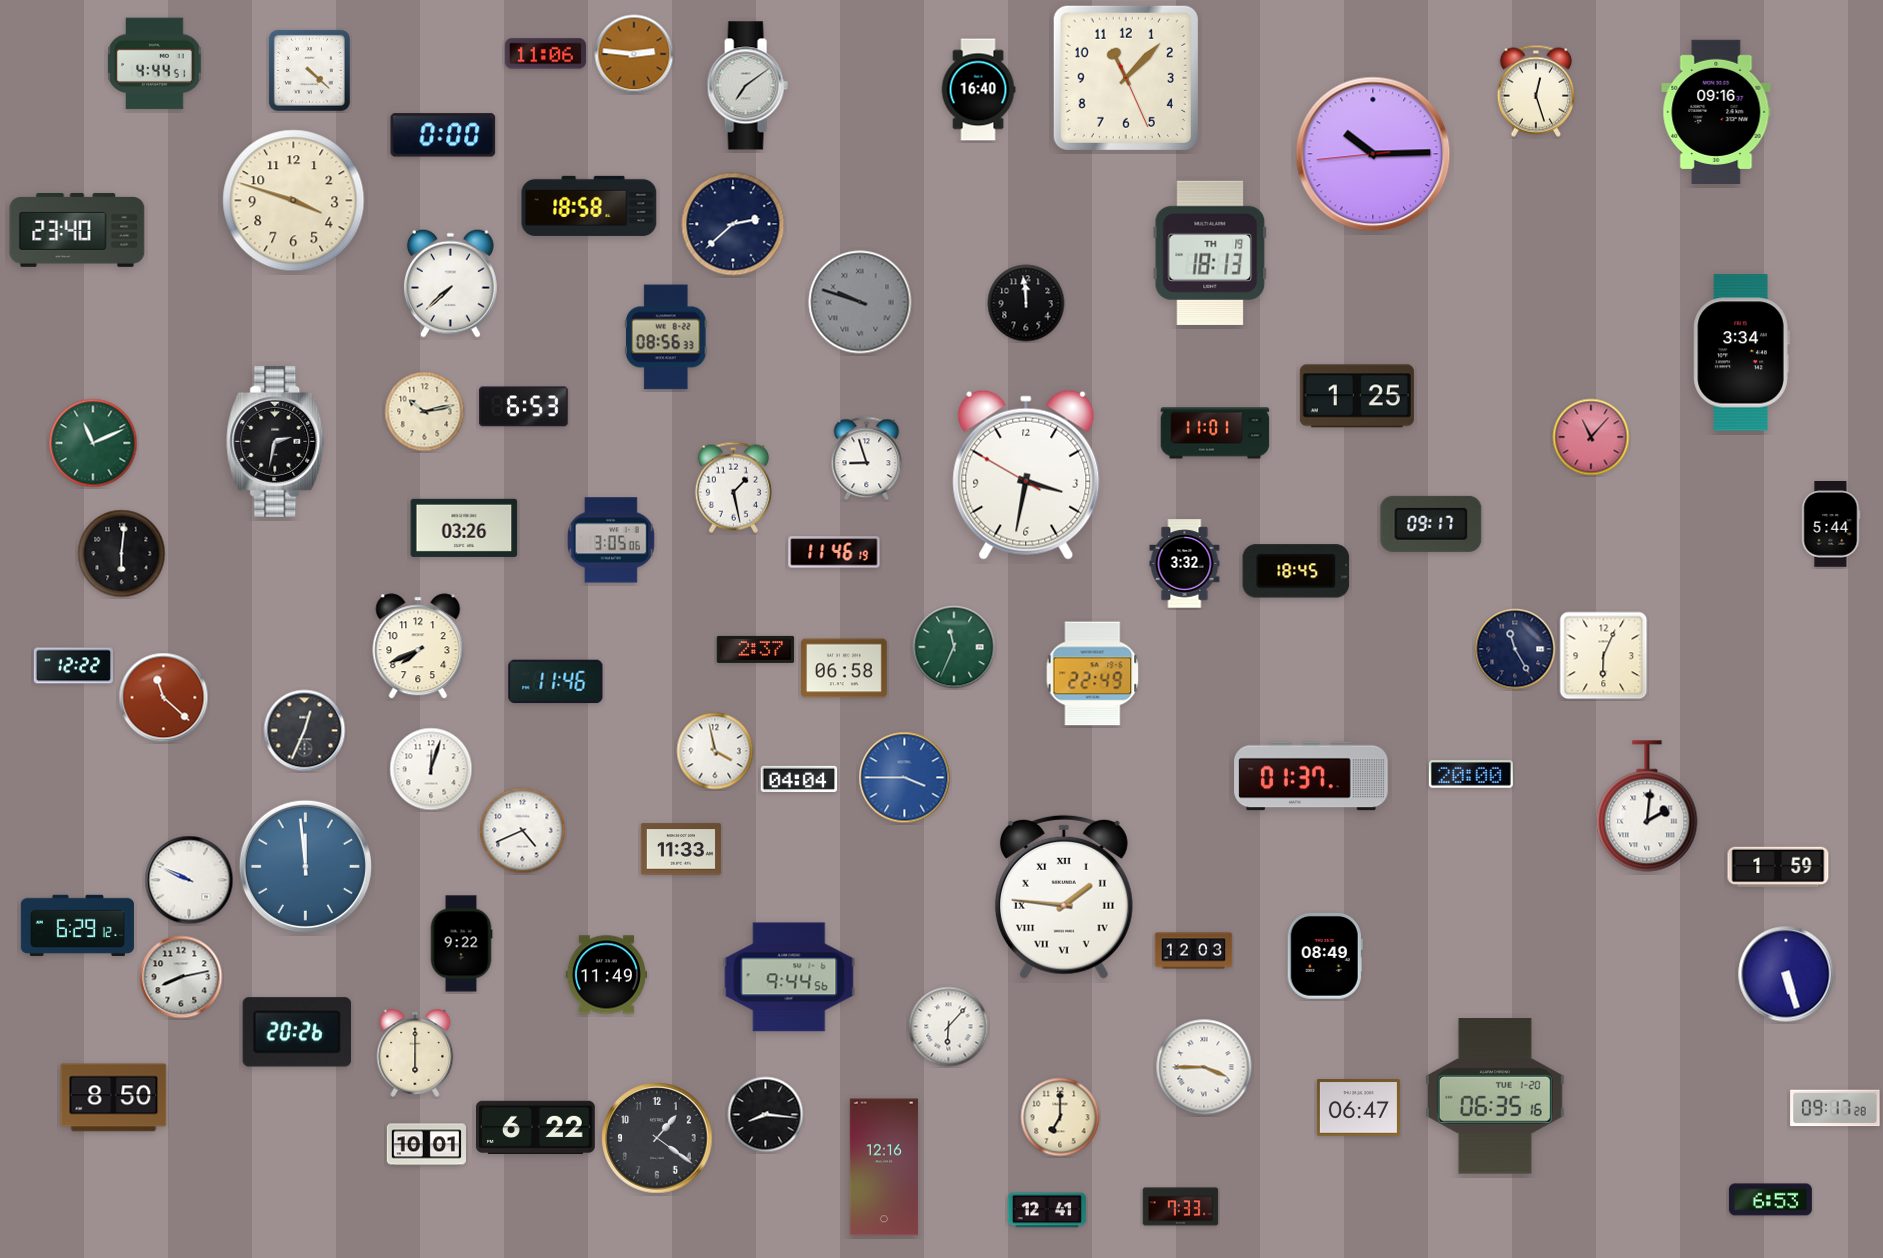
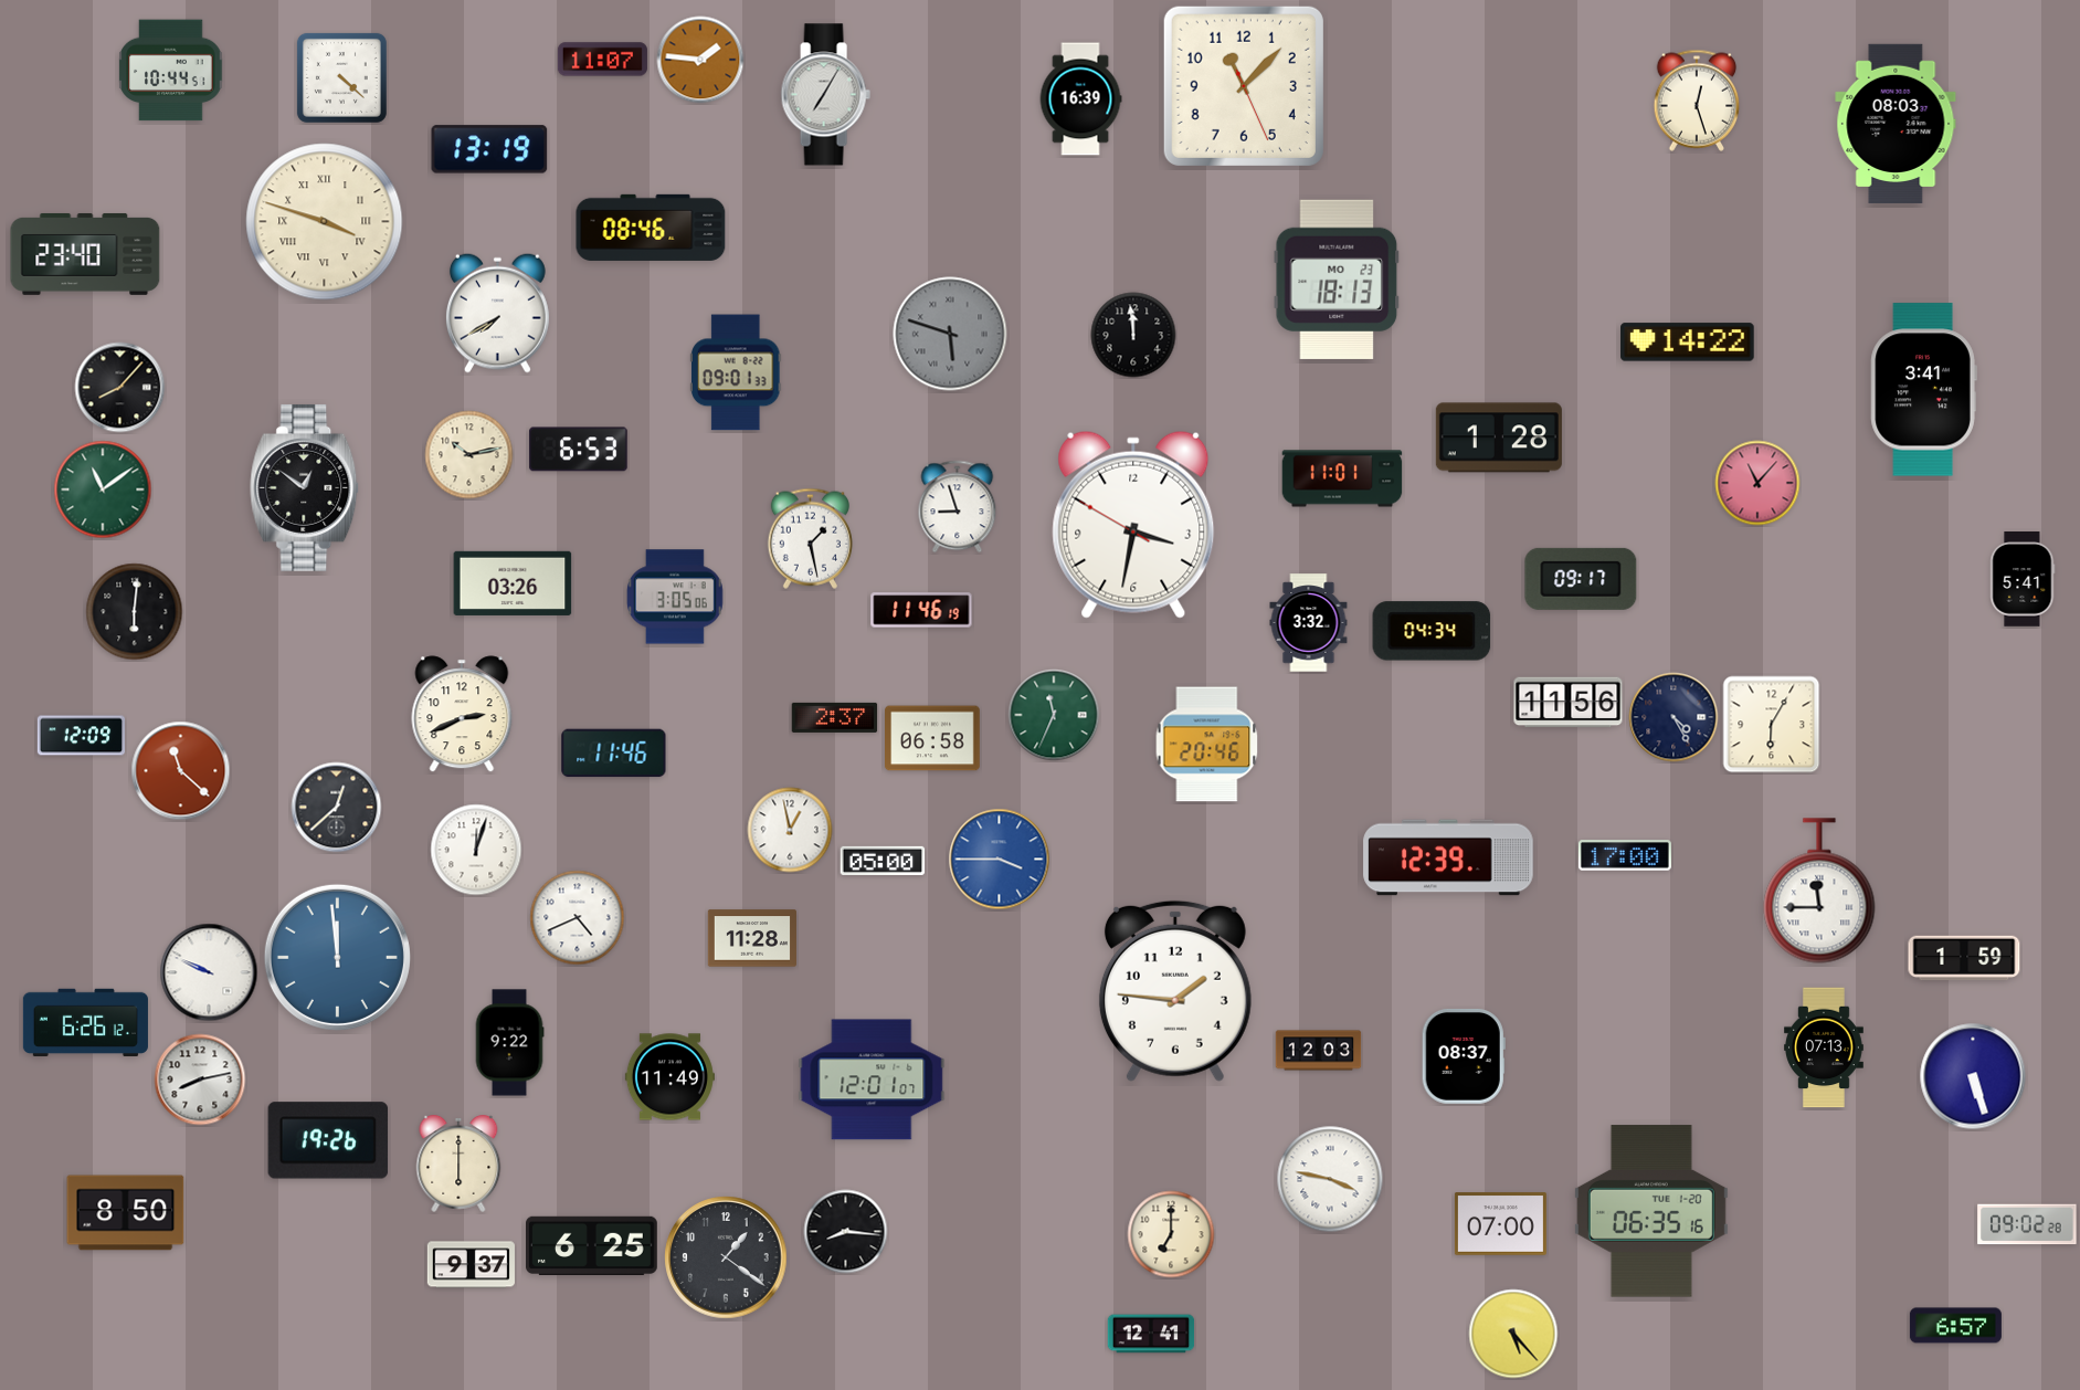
clock at (545, 54): 11:06 -> 11:07
clock at (634, 54): 2:46 -> 1:46
clock at (155, 64): 4:44 -> 10:44
clock at (747, 86): 7:09 -> 7:05
clock at (978, 90): 16:40 -> 16:39
clock at (1716, 111): 09:16 -> 08:03
clock at (443, 135): 0:00 -> 13:19
clock at (1373, 154): 10:14 -> none
clock at (294, 201) numerals: Arabic -> Roman
clock at (589, 206): 18:58 -> 08:46
clock at (733, 224): 2:38 -> none
clock at (1210, 253) date: TH 19 -> MO 23
clock at (450, 283): 7:38 -> 7:40
clock at (860, 302): 9:48 -> 5:48
clock at (1688, 343): none -> 14:22
clock at (667, 337): 08:56 -> 09:01
clock at (120, 388): none -> 8:07
clock at (1741, 353): 3:34 -> 3:41
clock at (1357, 396): 1:25 -> 1:28
clock at (276, 441): 2:32 -> 12:51
clock at (93, 443): 11:11 -> 11:09
clock at (1831, 525): 5:44 -> 5:41
clock at (1296, 571): 18:45 -> 04:34
clock at (1569, 703): none -> 11:56
clock at (418, 646): 7:41 -> 2:41
clock at (1515, 649): 11:25 -> 4:25
clock at (1604, 656): 6:04 -> 6:05
clock at (74, 666): 12:22 -> 12:09
clock at (1093, 674): 22:49 -> 20:46
clock at (305, 731): 12:34 -> 12:38
clock at (715, 751): 3:58 -> 12:58
clock at (1471, 774): 20:00 -> 17:00
clock at (1311, 776): 01:37 -> 12:39
clock at (799, 779): 04:04 -> 05:00
clock at (1647, 806): 2:01 -> 11:45
clock at (681, 849): 11:33 -> 11:28
clock at (1064, 897) numerals: Roman -> Arabic
clock at (77, 925): 6:29 -> 6:26
clock at (1825, 1047): none -> 07:13
clock at (1325, 957): 08:49 -> 08:37
clock at (789, 977): 9:44 -> 12:01
clock at (949, 1027): 6:07 -> none
clock at (297, 1032): 20:26 -> 19:26
clock at (1204, 1067): 3:45 -> 3:47
clock at (1358, 1108): 06:47 -> 07:00
clock at (1835, 1108): 09:17 -> 09:02
clock at (536, 1127): 6:22 -> 6:25
clock at (426, 1145): 10:01 -> 9:37
clock at (884, 1167): 12:16 -> none
clock at (1770, 1200): 6:53 -> 6:57
clock at (1181, 1207): 7:33 -> none
clock at (1513, 1334): none -> 5:23
clock at (1047, 1210) position: (1047, 1210) -> (1151, 1334)
